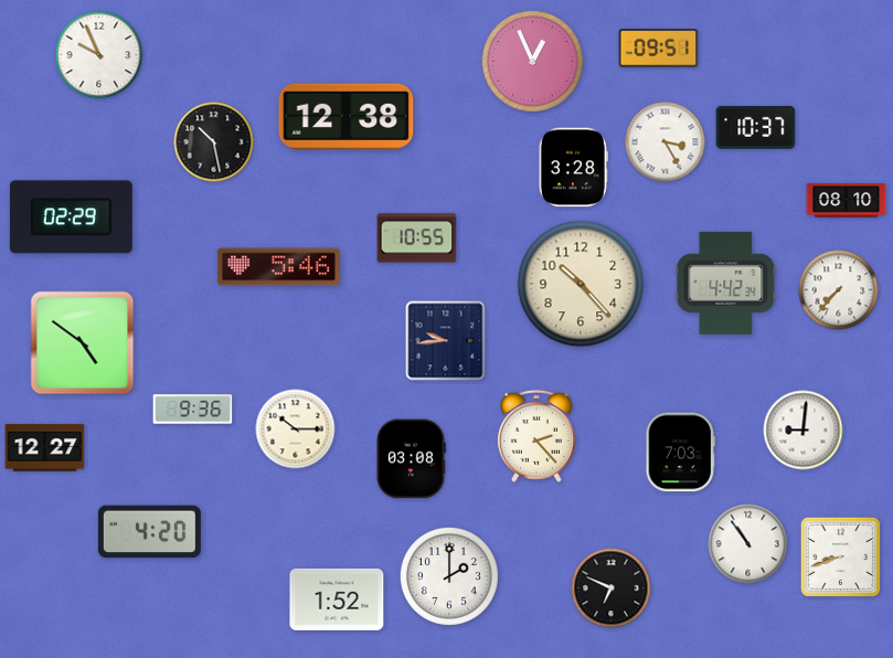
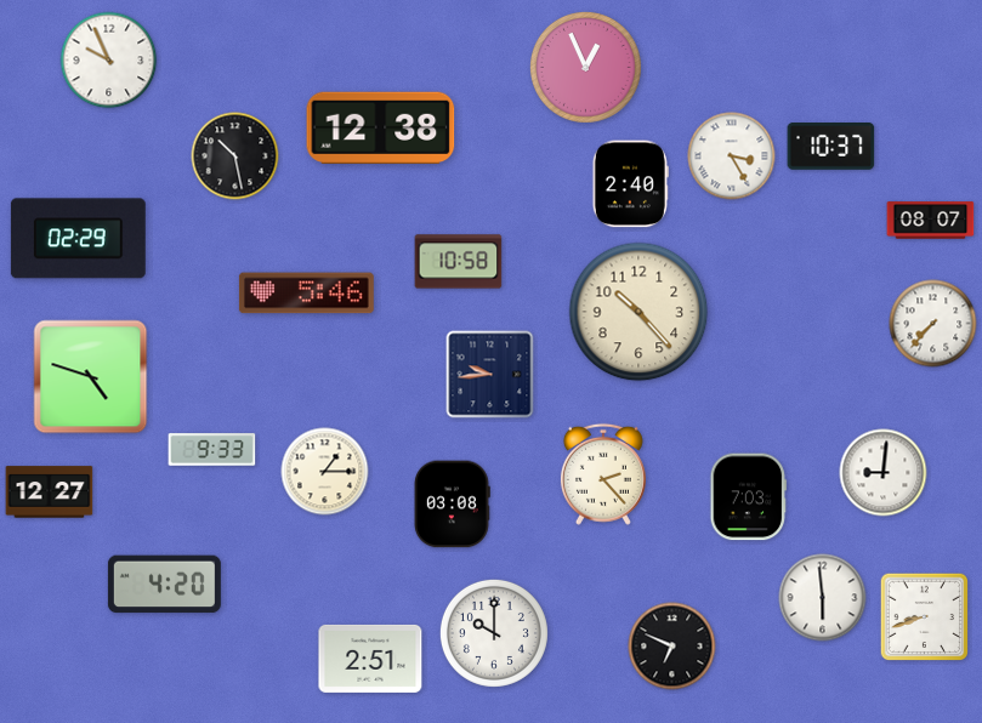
clock at (659, 49): 09:51 -> none
clock at (756, 128) position: (756, 128) -> (831, 147)
clock at (573, 168): 3:28 -> 2:40
clock at (847, 201): 08:10 -> 08:07
clock at (417, 238): 10:55 -> 10:58
clock at (726, 283): 4:42 -> none
clock at (839, 290) position: (839, 290) -> (933, 324)
clock at (83, 343): 4:51 -> 4:48
clock at (193, 410): 9:36 -> 9:33
clock at (296, 429): 10:15 -> 1:15
clock at (536, 436) position: (536, 436) -> (603, 474)
clock at (748, 544): 10:54 -> 5:59
clock at (841, 558) position: (841, 558) -> (925, 617)
clock at (449, 576): 2:00 -> 10:00
clock at (337, 599): 1:52 -> 2:51
